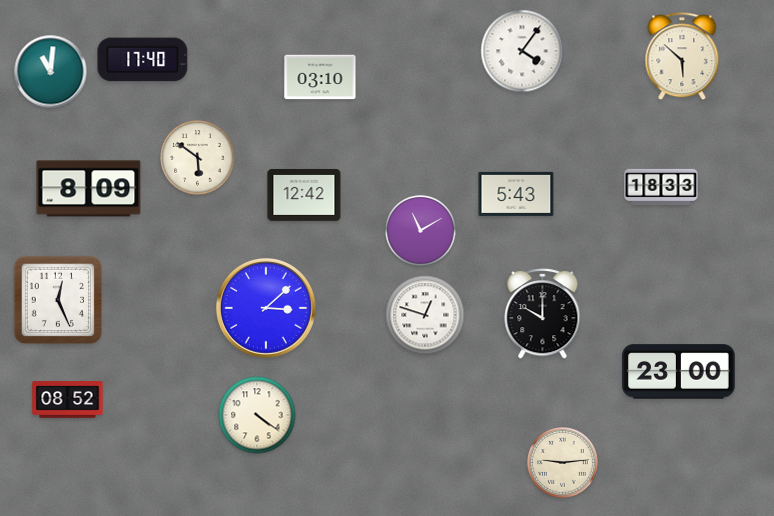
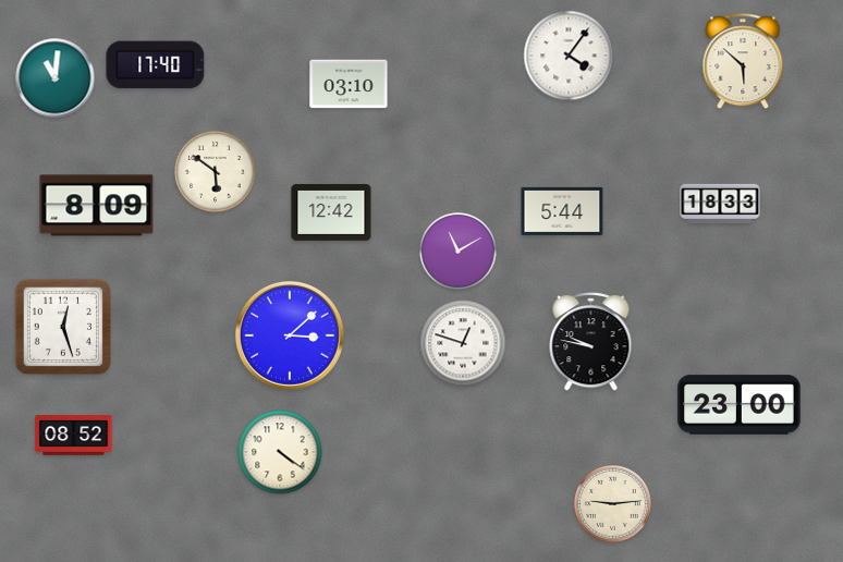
clock at (516, 194): 5:43 -> 5:44
clock at (58, 300): 12:26 -> 12:27
clock at (543, 314): 10:00 -> 9:47
